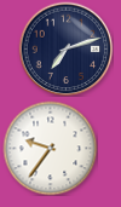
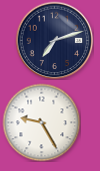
clock at (50, 148): 9:36 -> 9:25
